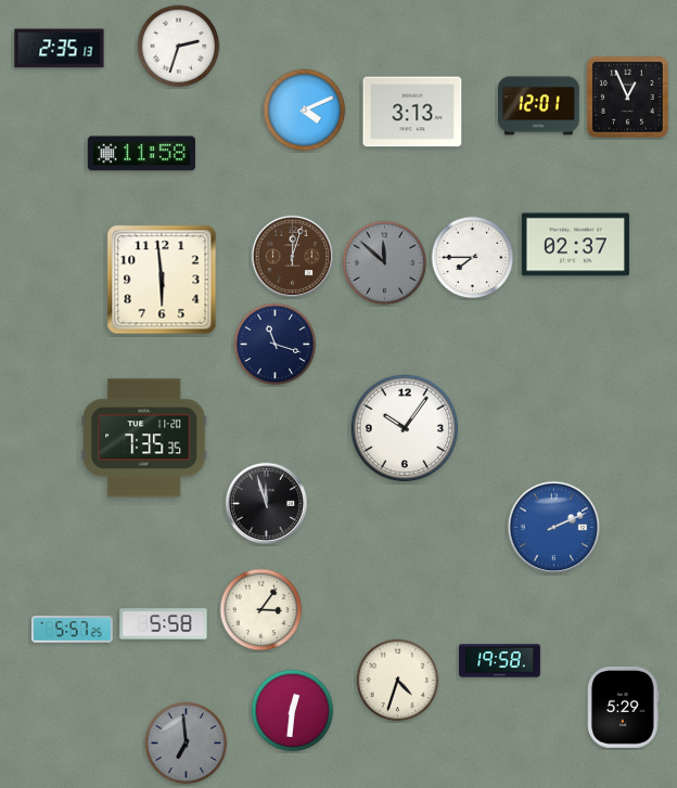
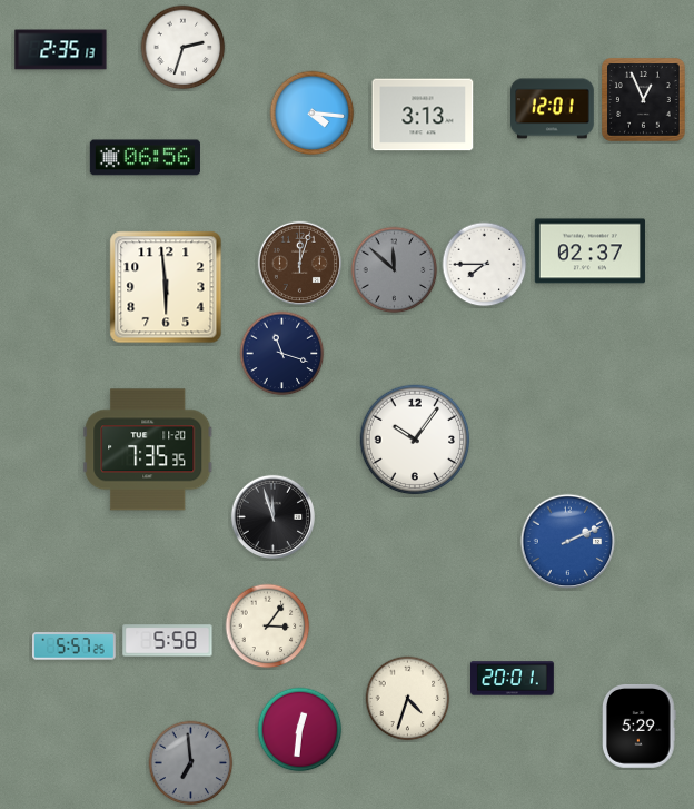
clock at (305, 111): 4:11 -> 4:16
clock at (141, 154): 11:58 -> 06:56
clock at (500, 661): 19:58 -> 20:01
